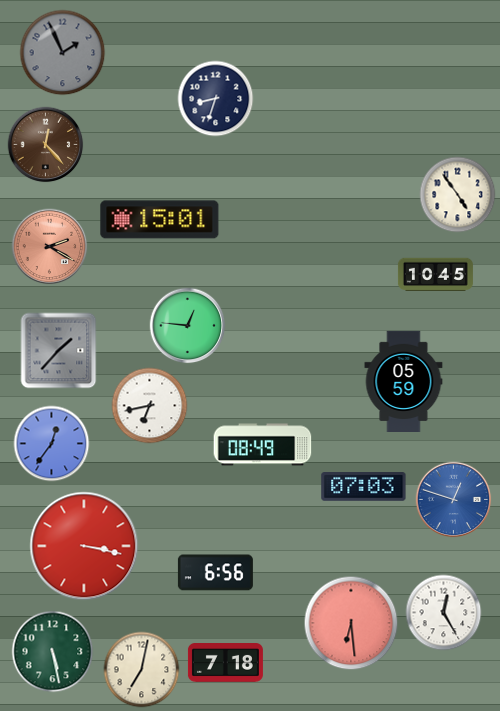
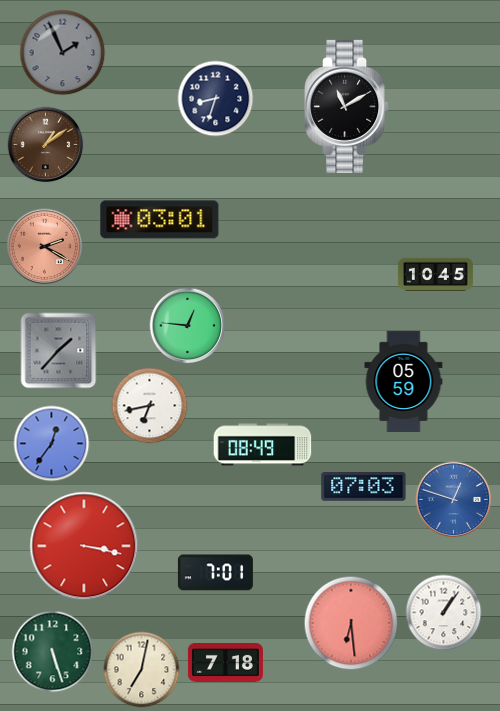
clock at (347, 106): none -> 11:10
clock at (46, 145): 12:23 -> 1:09
clock at (458, 195): 4:54 -> none
clock at (160, 220): 15:01 -> 03:01
clock at (50, 247) position: (50, 247) -> (45, 247)
clock at (215, 573): 6:56 -> 7:01
clock at (444, 613): 12:25 -> 1:06
clock at (53, 652): 5:28 -> 5:27
